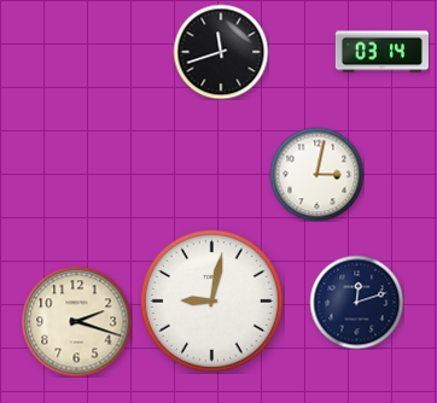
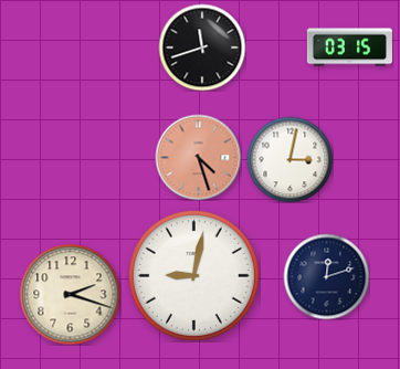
clock at (381, 52): 03:14 -> 03:15
clock at (198, 157): none -> 4:27
